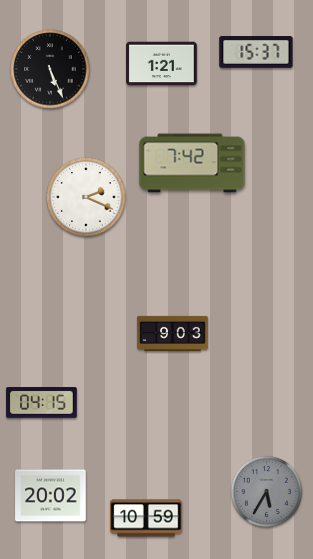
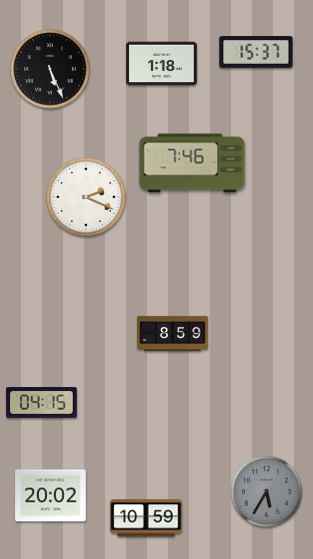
clock at (162, 64): 1:21 -> 1:18
clock at (192, 163): 7:42 -> 7:46
clock at (173, 333): 9:03 -> 8:59
